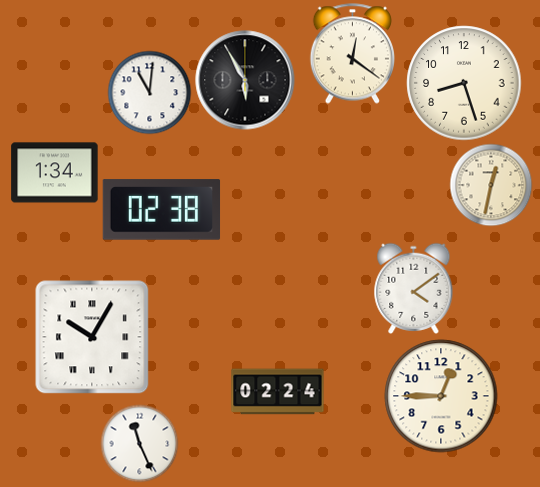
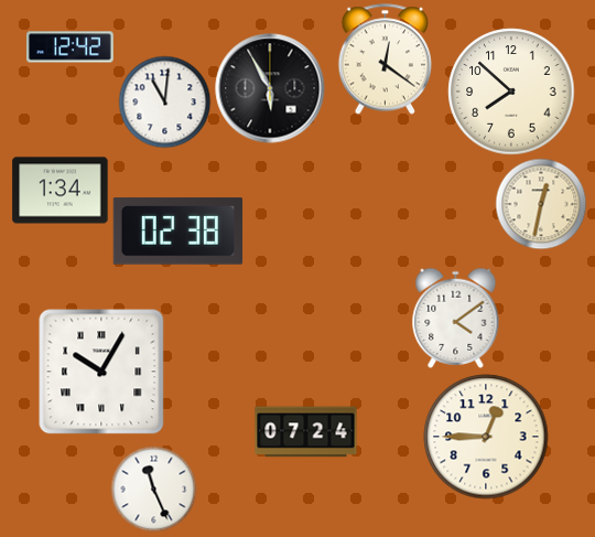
clock at (69, 47): none -> 12:42
clock at (352, 54) position: (352, 54) -> (385, 60)
clock at (464, 83): 8:27 -> 7:52
clock at (278, 392): 02:24 -> 07:24
